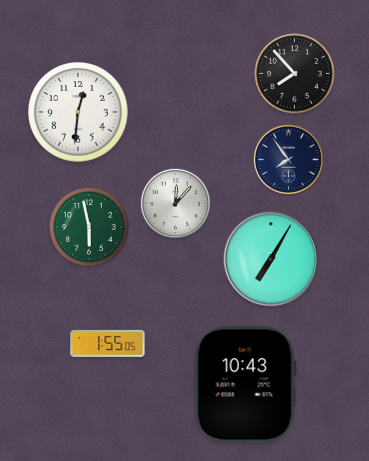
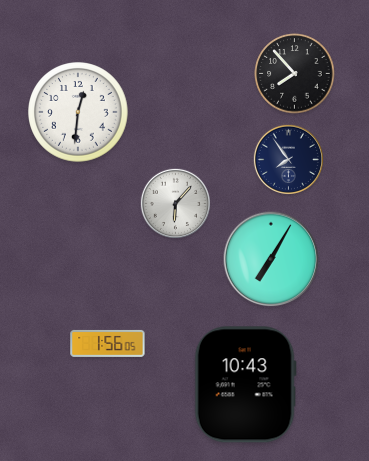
clock at (175, 203): 12:07 -> 6:07
clock at (89, 227): 5:58 -> none
clock at (108, 343): 1:55 -> 1:56
